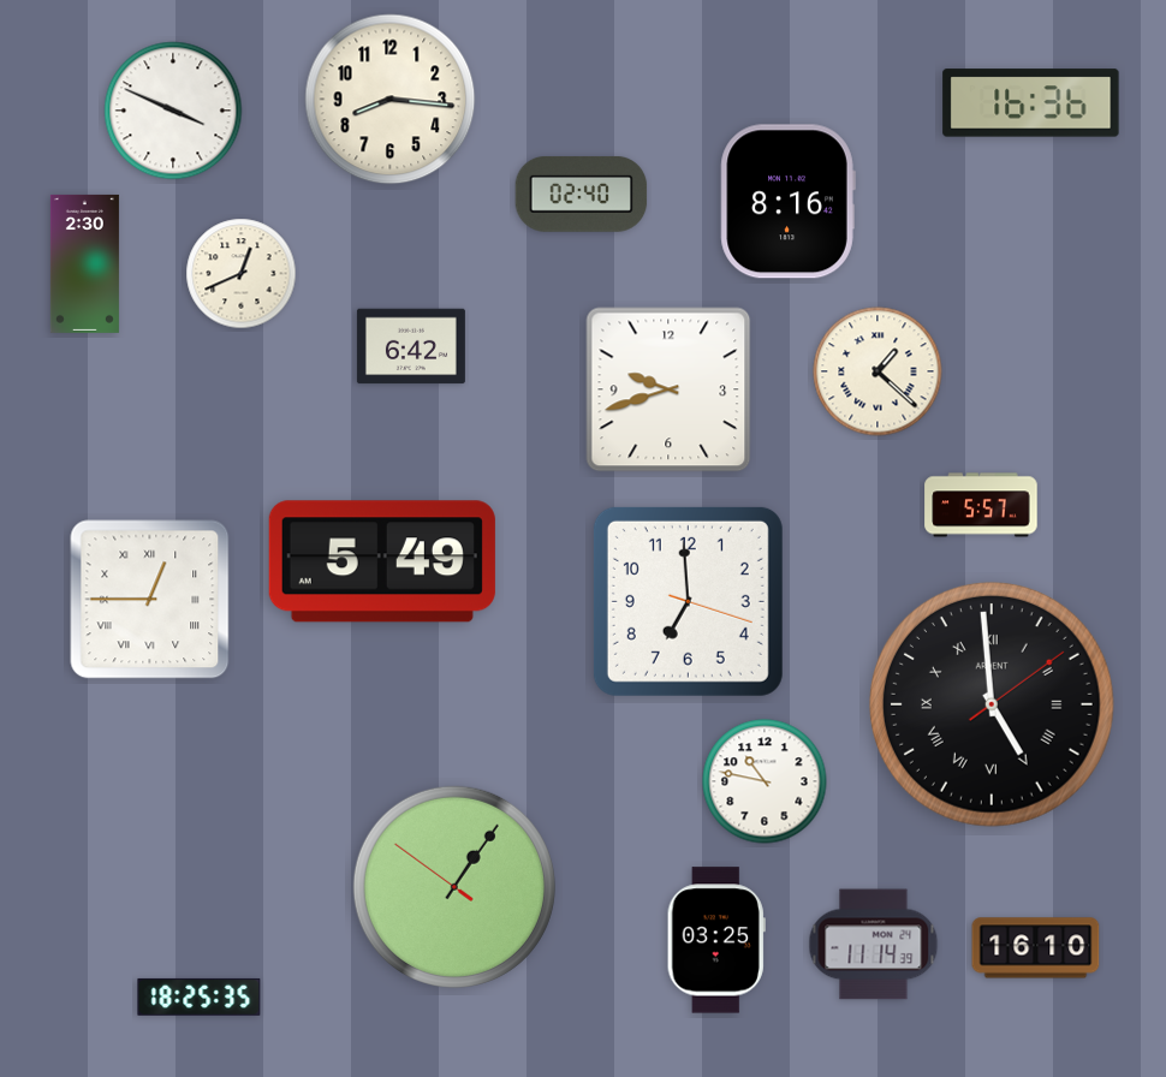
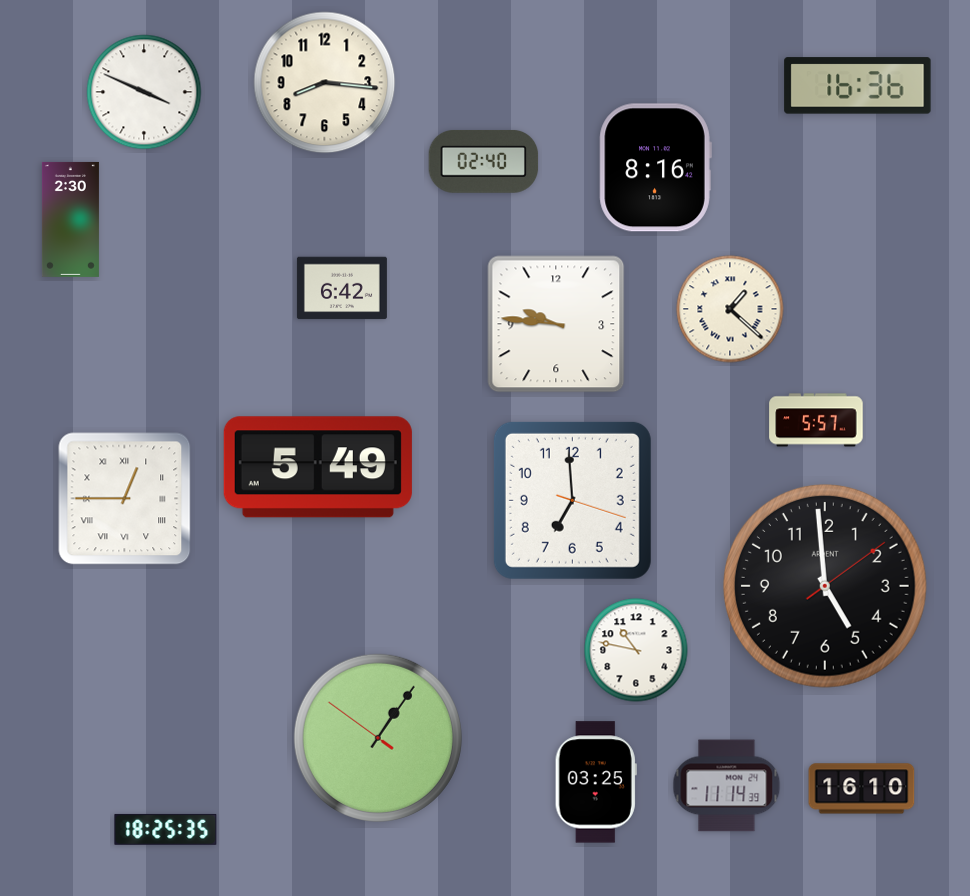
clock at (242, 274): 12:41 -> none
clock at (668, 389): 9:42 -> 9:46
clock at (992, 704) numerals: Roman -> Arabic
